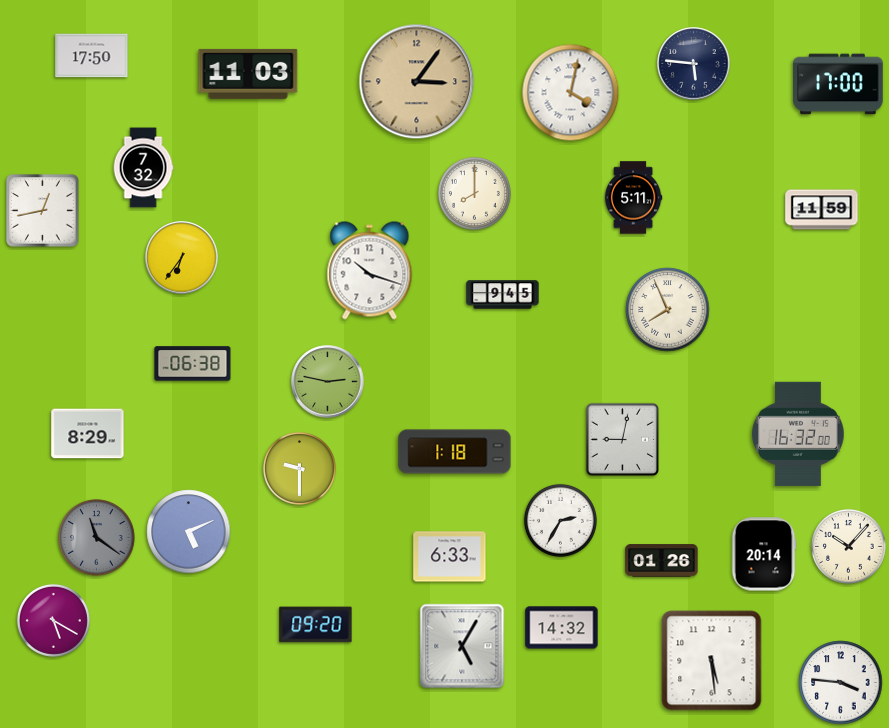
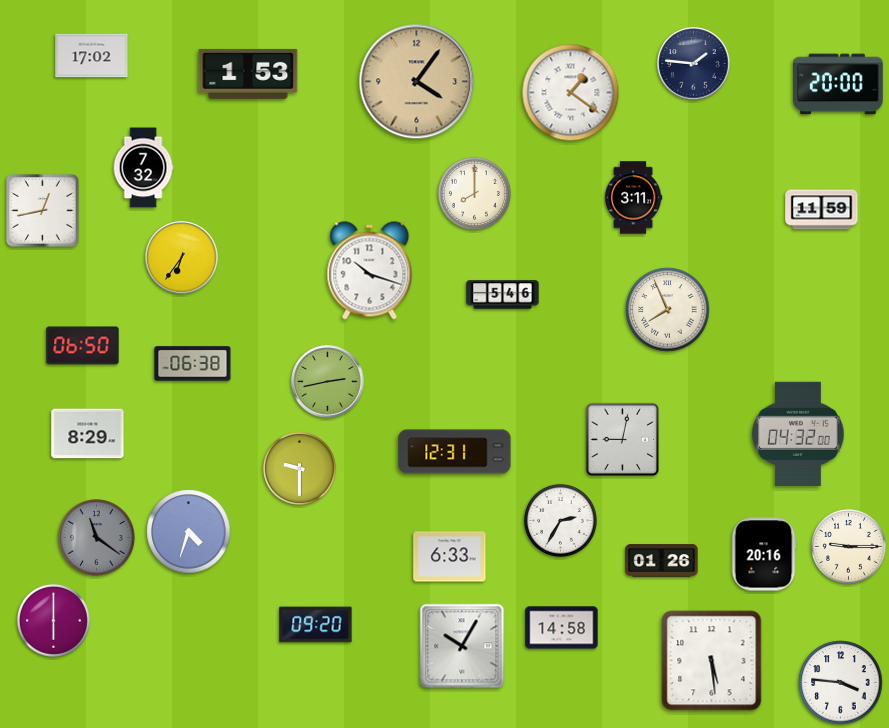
clock at (92, 56): 17:50 -> 17:02
clock at (694, 64): 5:46 -> 1:46
clock at (248, 74): 11:03 -> 1:53
clock at (417, 82): 3:06 -> 4:06
clock at (838, 84): 17:00 -> 20:00
clock at (571, 93): 4:02 -> 1:21
clock at (633, 198): 5:11 -> 3:11
clock at (503, 295): 9:45 -> 5:46
clock at (83, 346): none -> 06:50
clock at (328, 382): 2:47 -> 2:43
clock at (798, 434): 16:32 -> 04:32
clock at (455, 452): 1:18 -> 12:31
clock at (189, 532): 5:11 -> 4:33
clock at (848, 546): 10:07 -> 9:15
clock at (764, 554): 20:14 -> 20:16
clock at (53, 620): 5:20 -> 6:00
clock at (562, 628): 14:32 -> 14:58
clock at (462, 646): 5:05 -> 10:05
